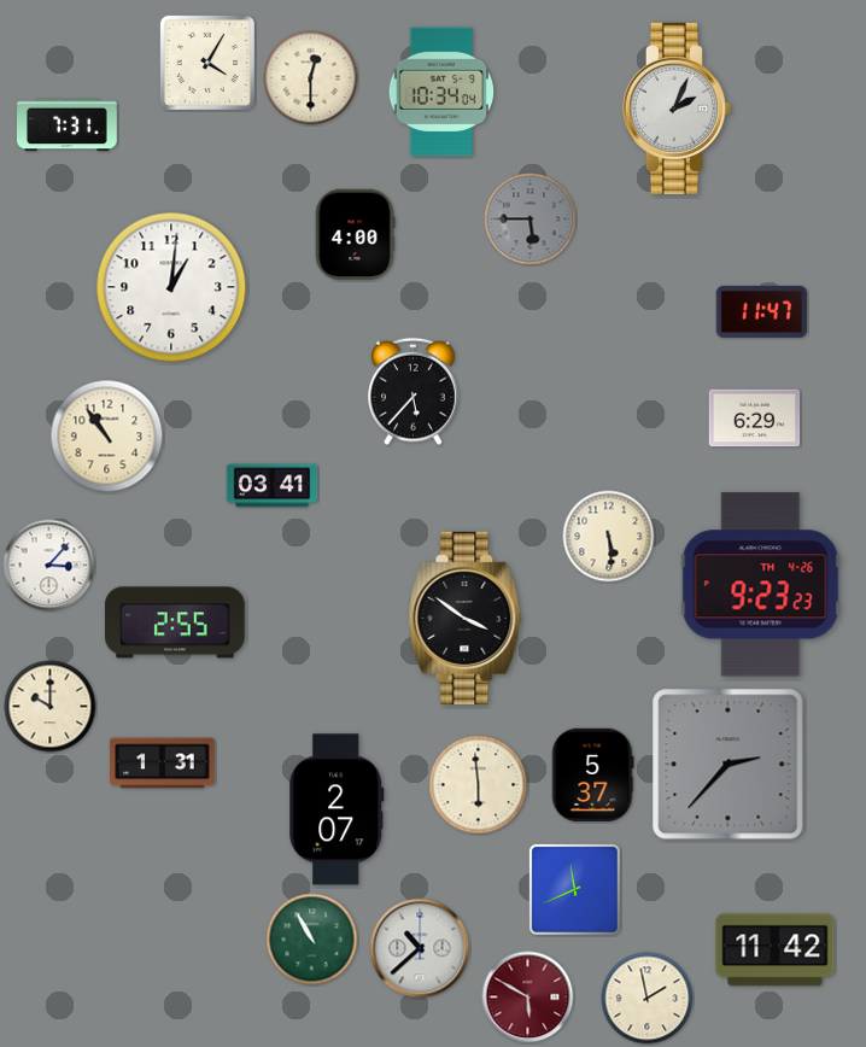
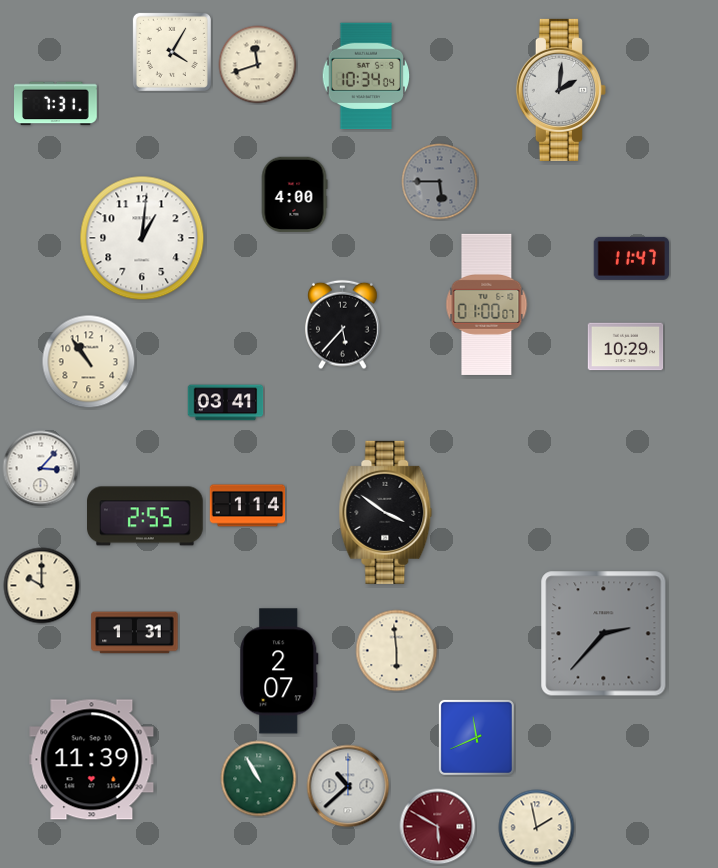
clock at (311, 78): 12:30 -> 11:42
clock at (677, 109): 2:04 -> 2:01
clock at (487, 304): none -> 01:00
clock at (755, 419): 6:29 -> 10:29
clock at (609, 537): 5:29 -> none
clock at (761, 585): 9:23 -> none
clock at (248, 506): none -> 1:14
clock at (593, 774): 5:37 -> none
clock at (92, 760): none -> 11:39
clock at (776, 951): 11:42 -> none
